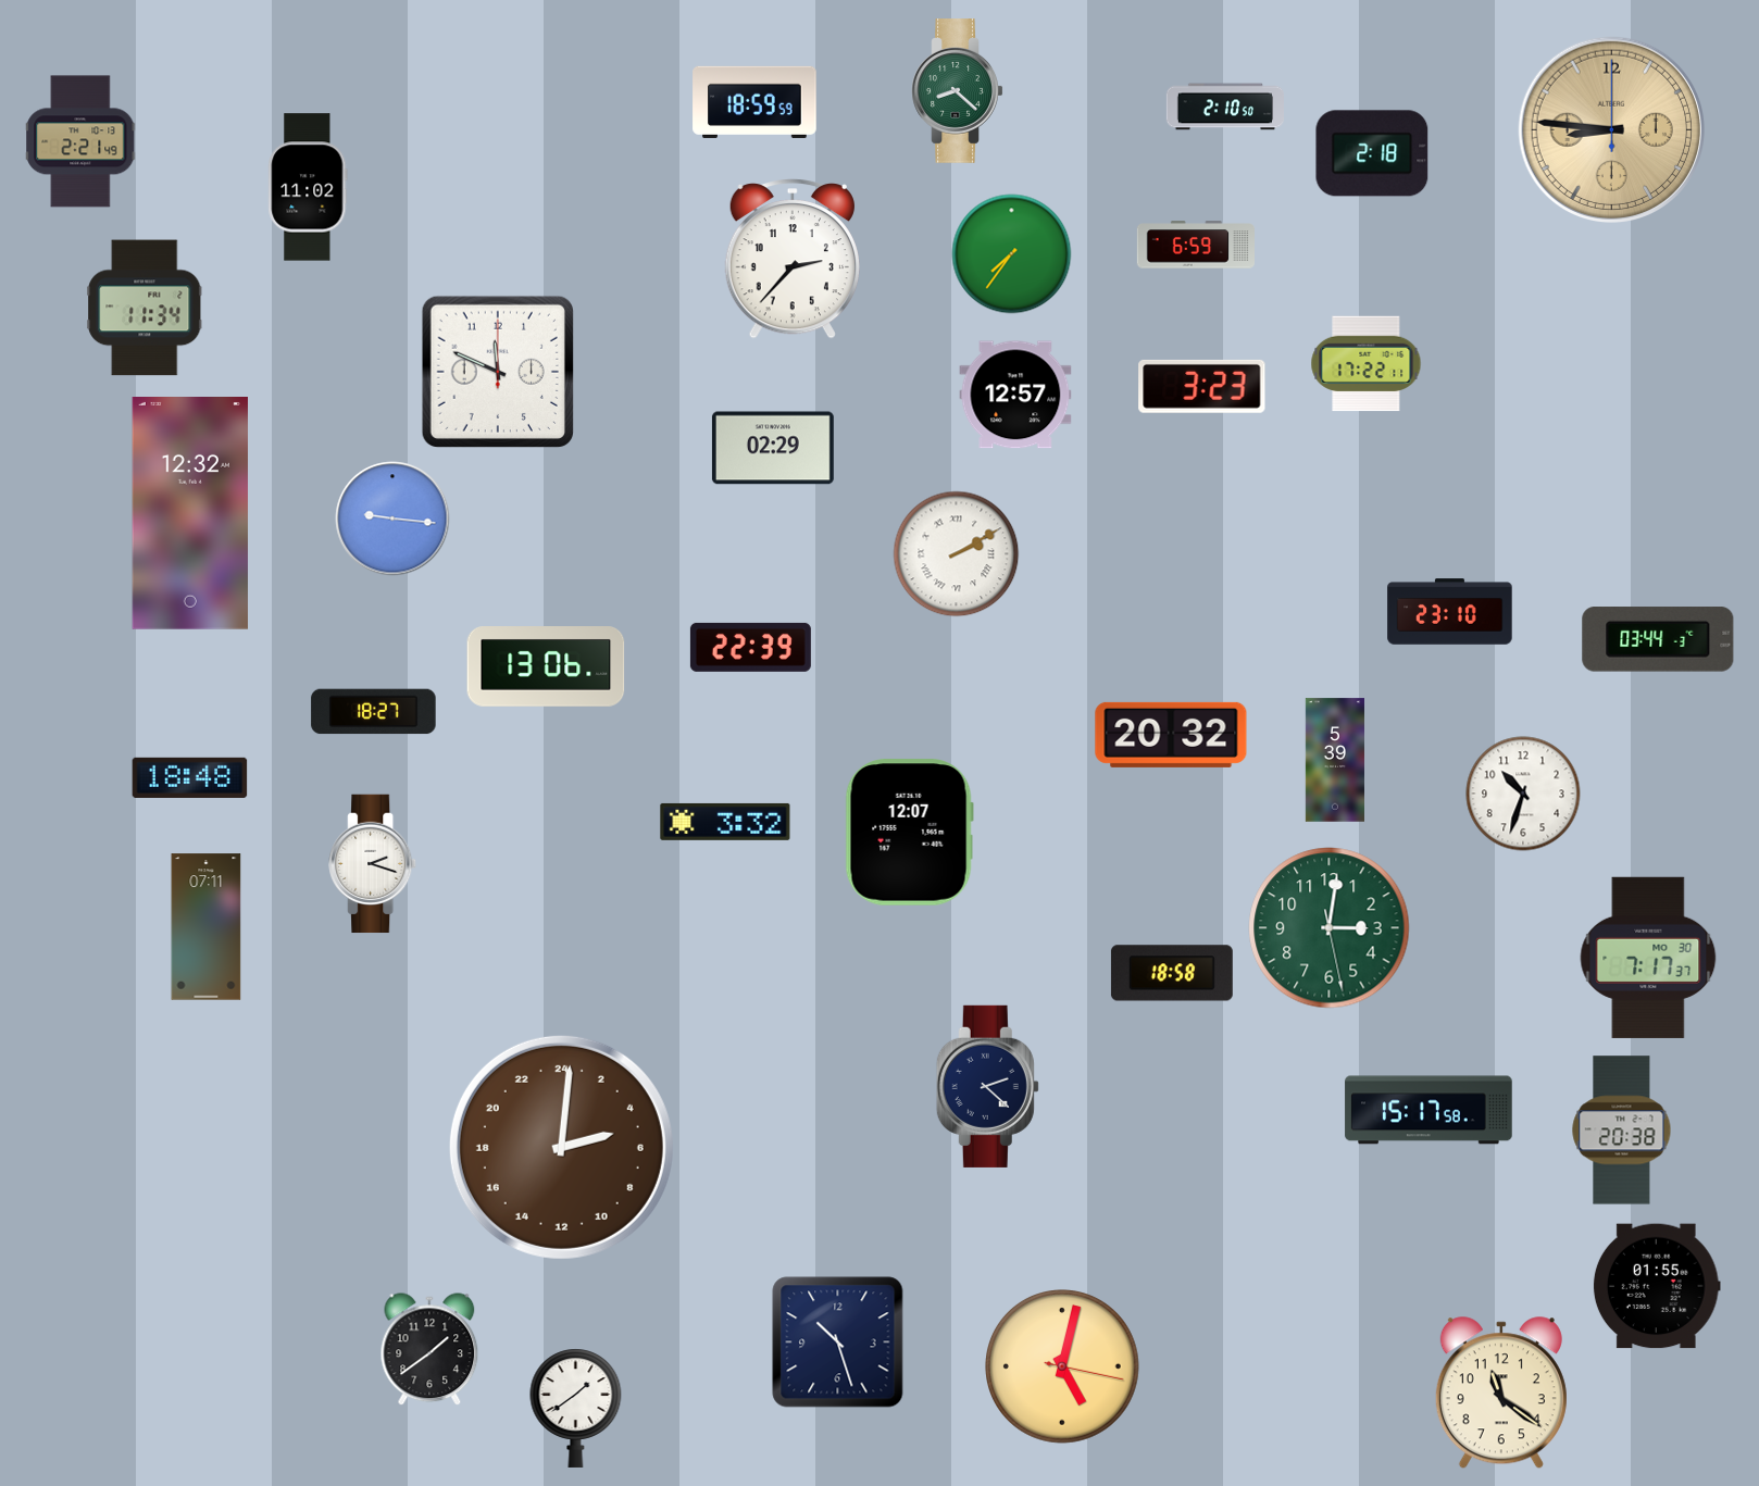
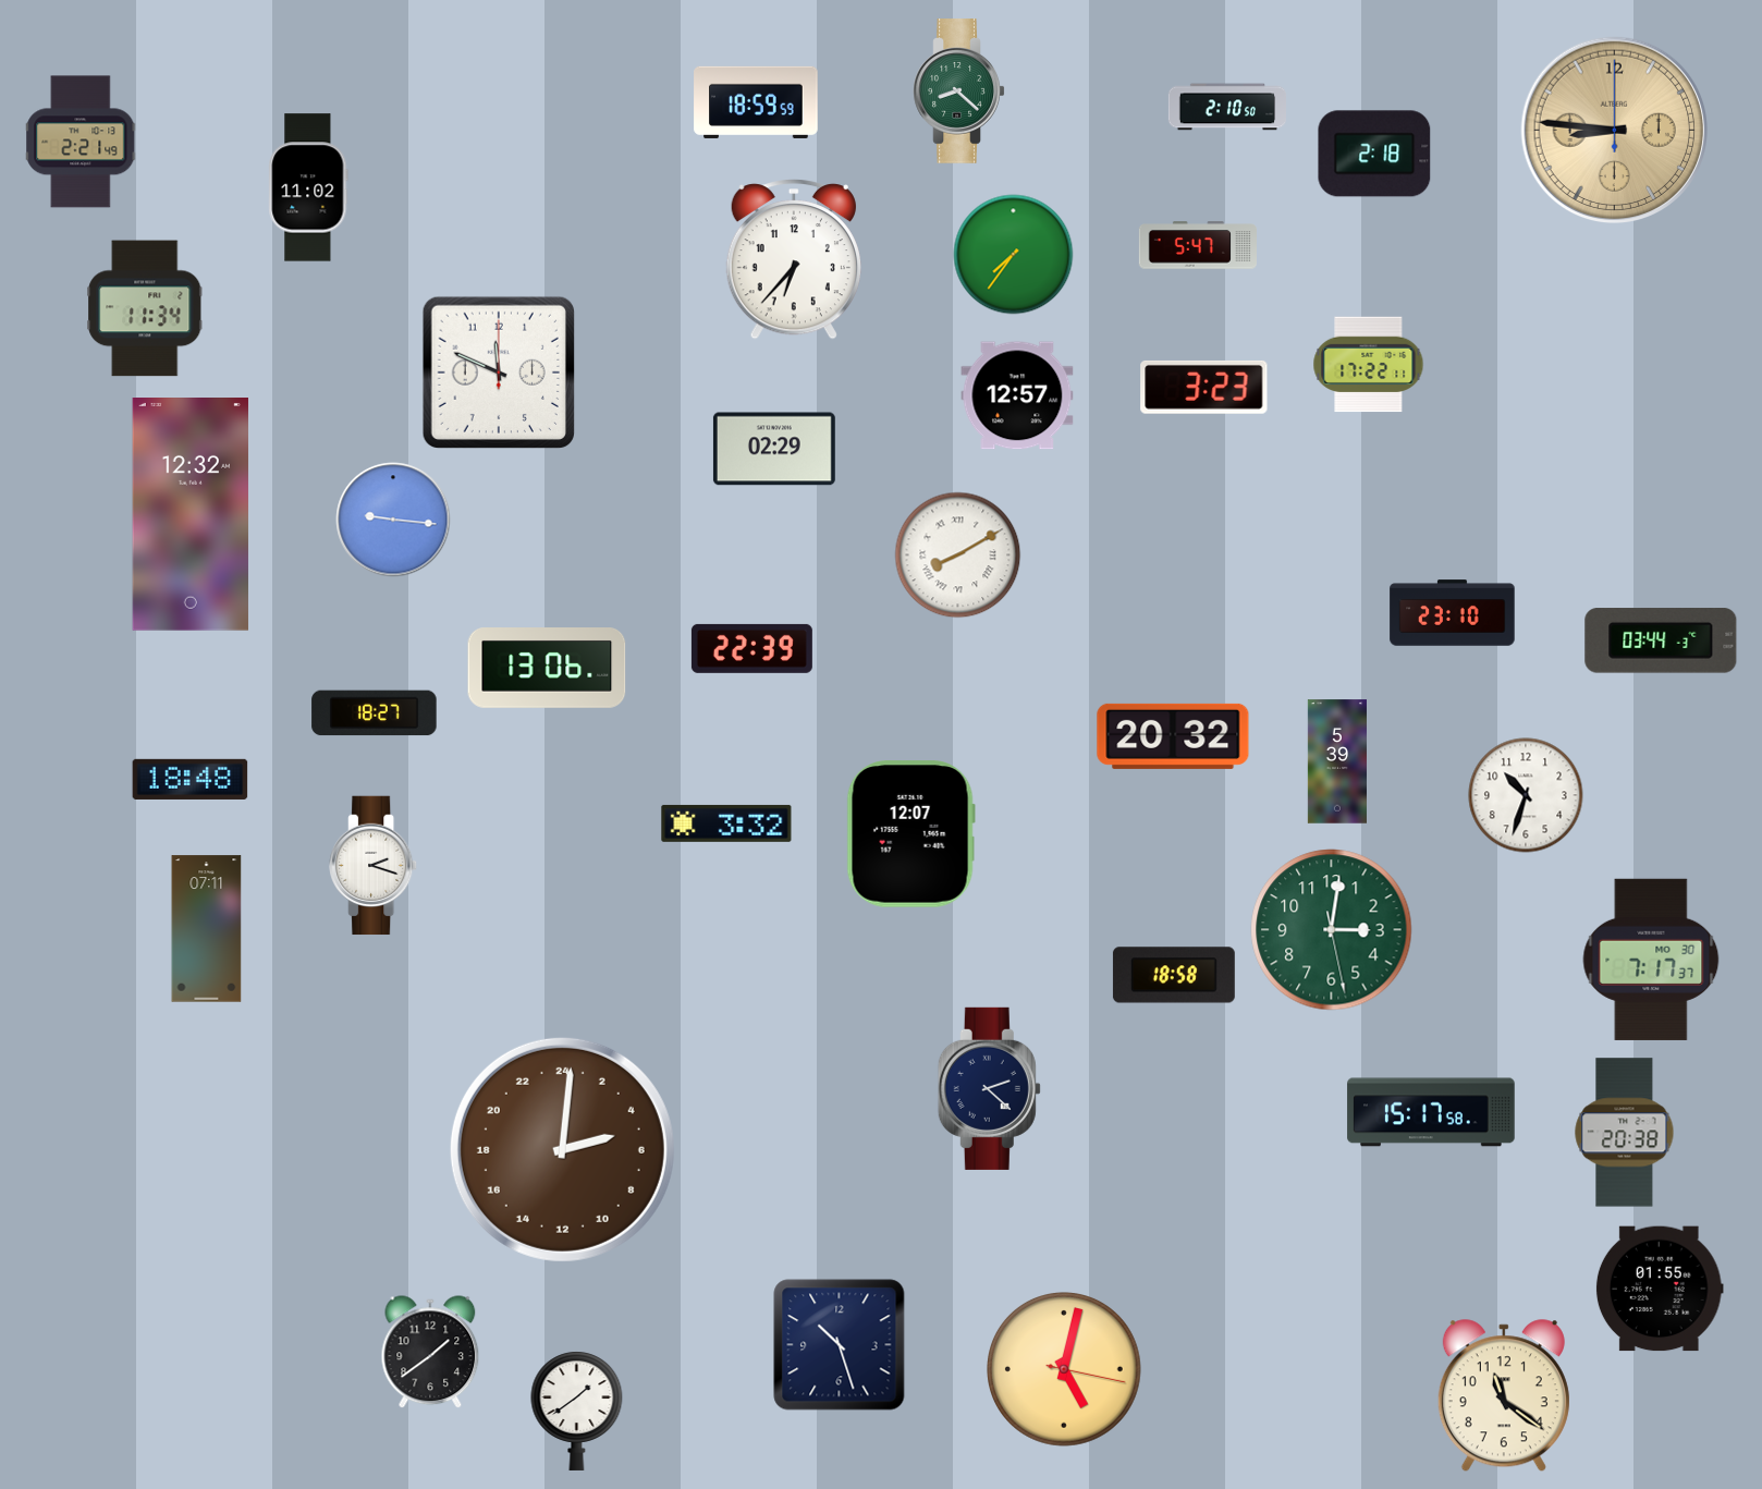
clock at (1195, 245): 6:59 -> 5:47
clock at (793, 260): 2:37 -> 6:37
clock at (957, 554): 2:10 -> 8:10
